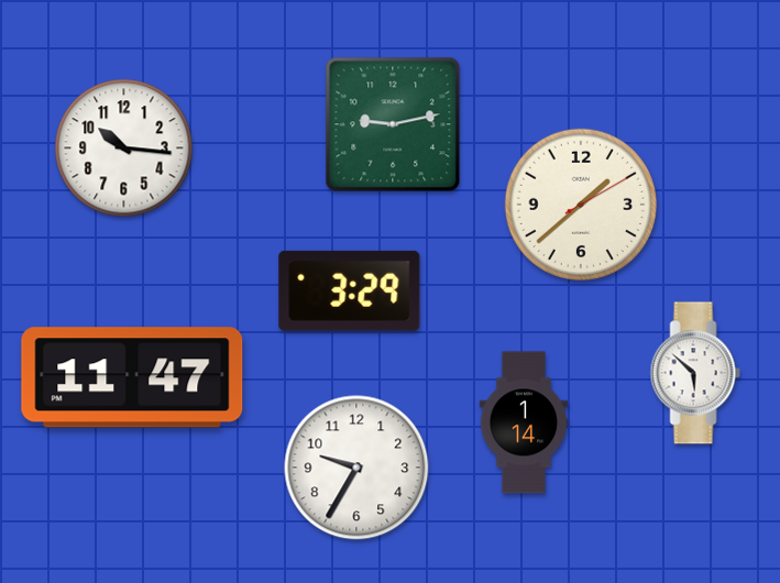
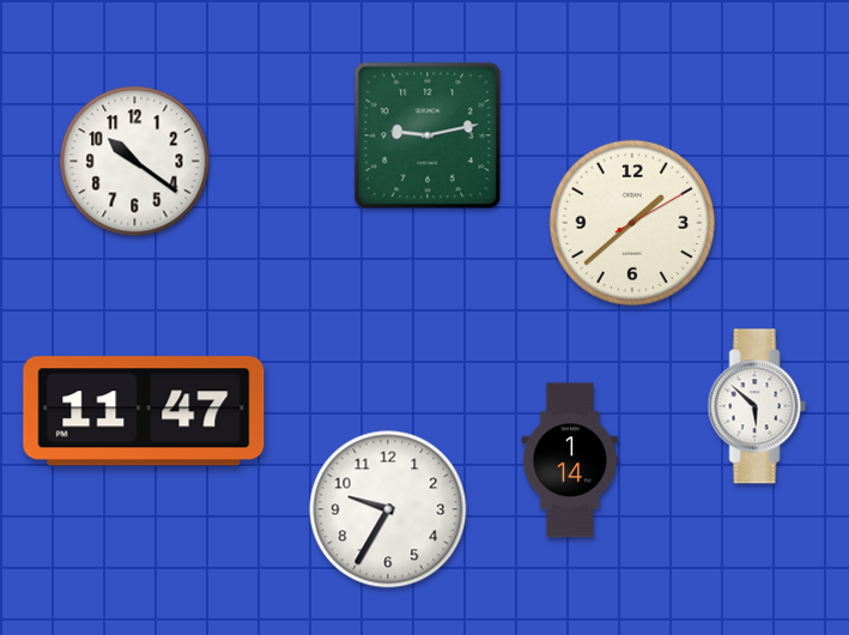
clock at (124, 148): 10:16 -> 10:21
clock at (350, 290): 3:29 -> none
